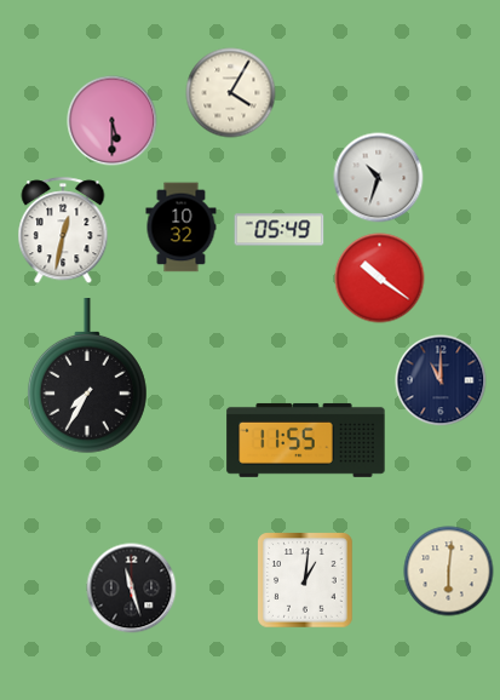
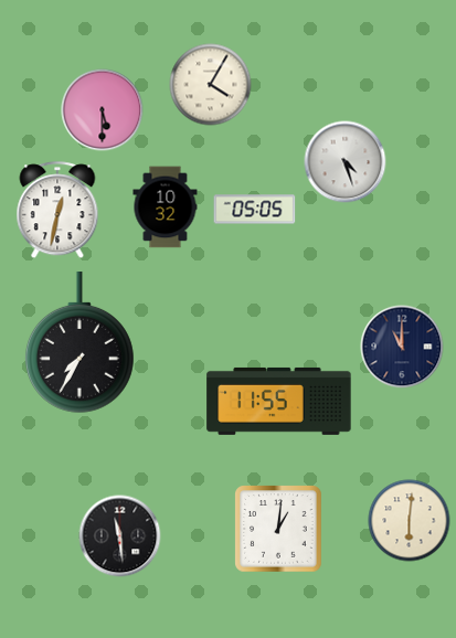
clock at (379, 178): 10:33 -> 4:27
clock at (280, 230): 05:49 -> 05:05
clock at (380, 279): 10:21 -> none
clock at (132, 589): 11:27 -> 11:29
